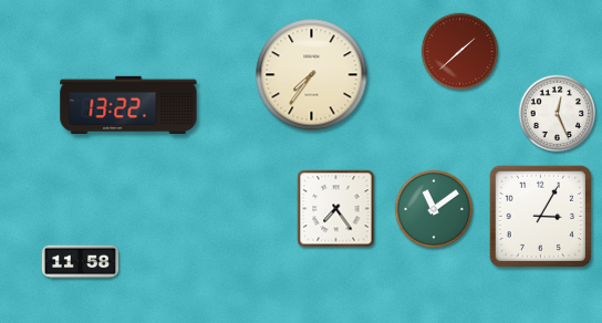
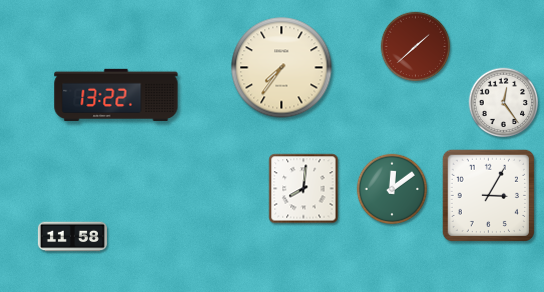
clock at (558, 114): 12:26 -> 12:24
clock at (336, 209): 7:24 -> 8:01
clock at (434, 209): 11:09 -> 12:09
